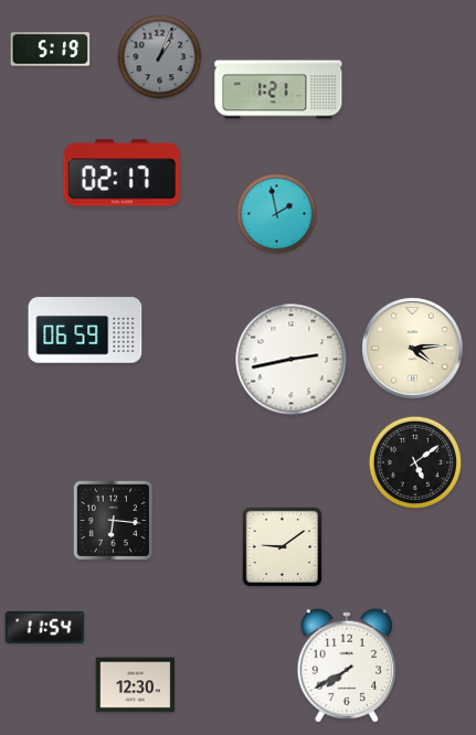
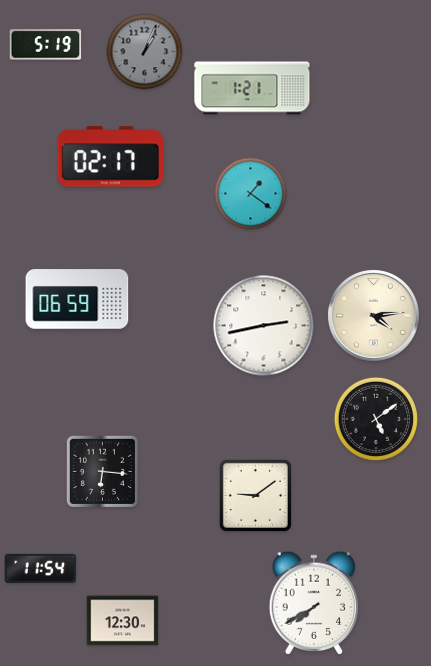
clock at (278, 89) position: (278, 89) -> (252, 88)
clock at (277, 214): 1:58 -> 1:21
